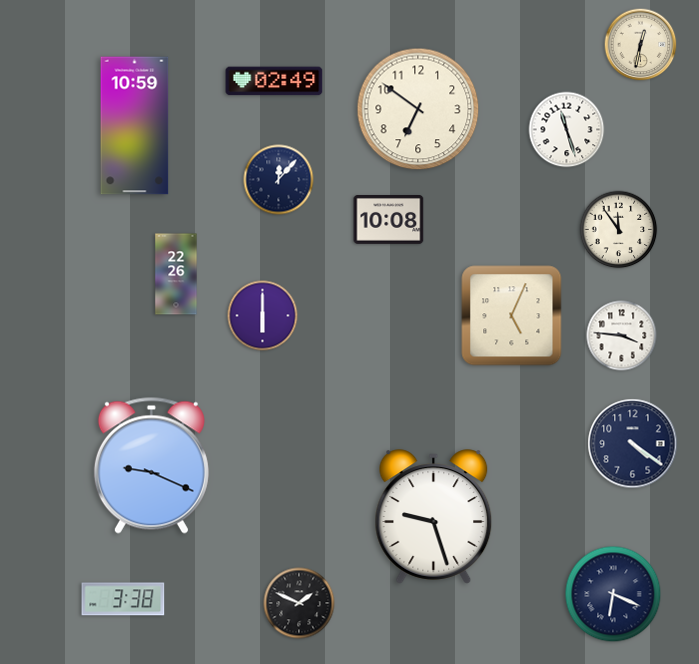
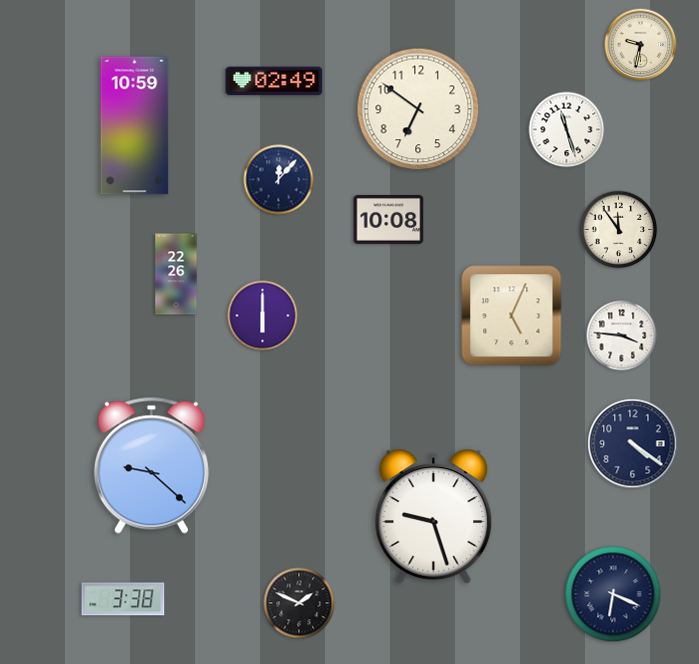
clock at (641, 45): 12:32 -> 9:32
clock at (151, 465): 9:19 -> 9:22
